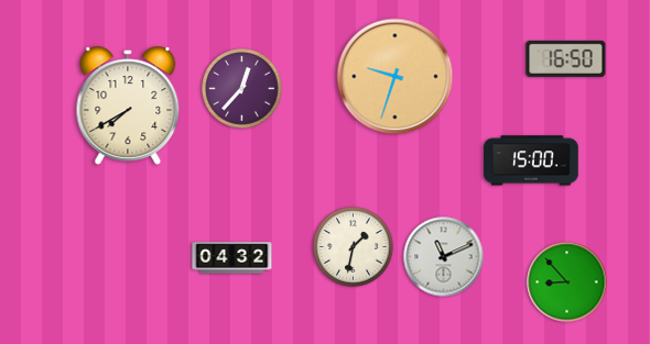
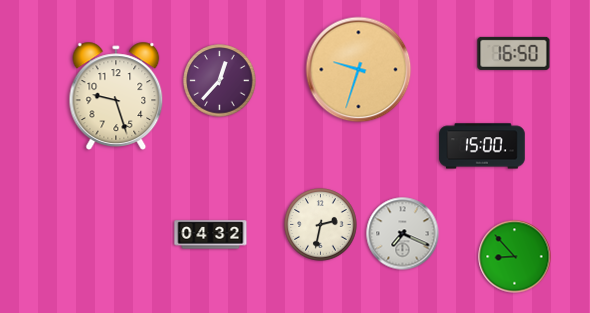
clock at (128, 106): 7:40 -> 9:27
clock at (354, 247): 1:32 -> 2:32
clock at (444, 257): 11:11 -> 7:19
